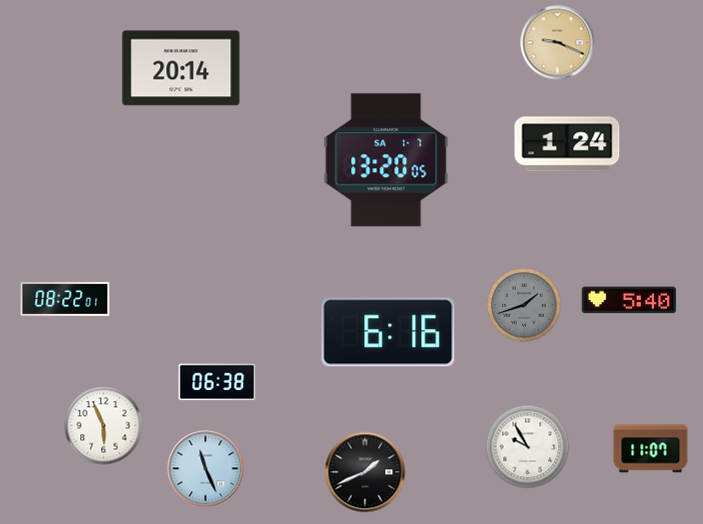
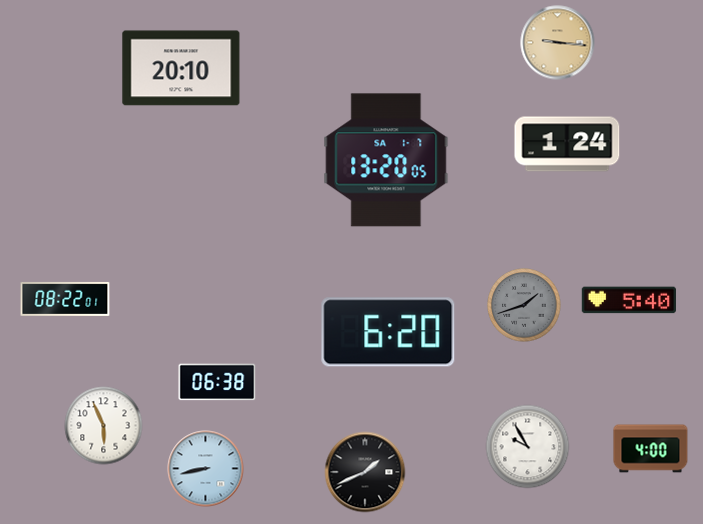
clock at (558, 43): 9:19 -> 9:16
clock at (181, 68): 20:14 -> 20:10
clock at (388, 332): 6:16 -> 6:20
clock at (651, 449): 11:07 -> 4:00
clock at (206, 469): 11:26 -> 8:43
